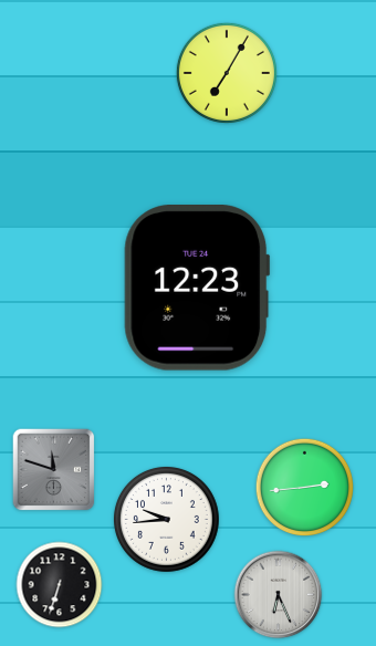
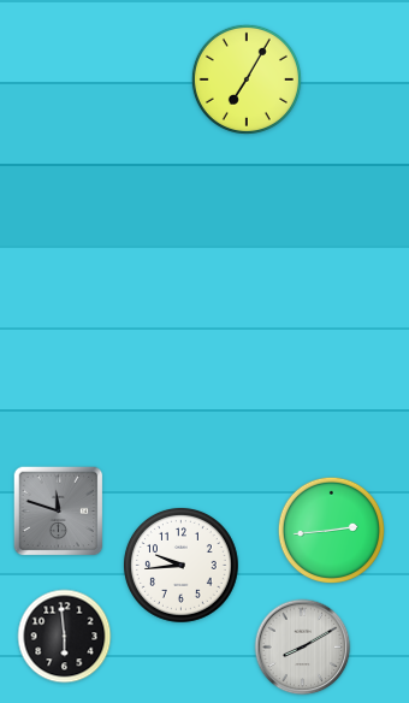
clock at (197, 289): 12:23 -> none
clock at (60, 585): 6:33 -> 5:59
clock at (279, 595): 6:26 -> 8:10
